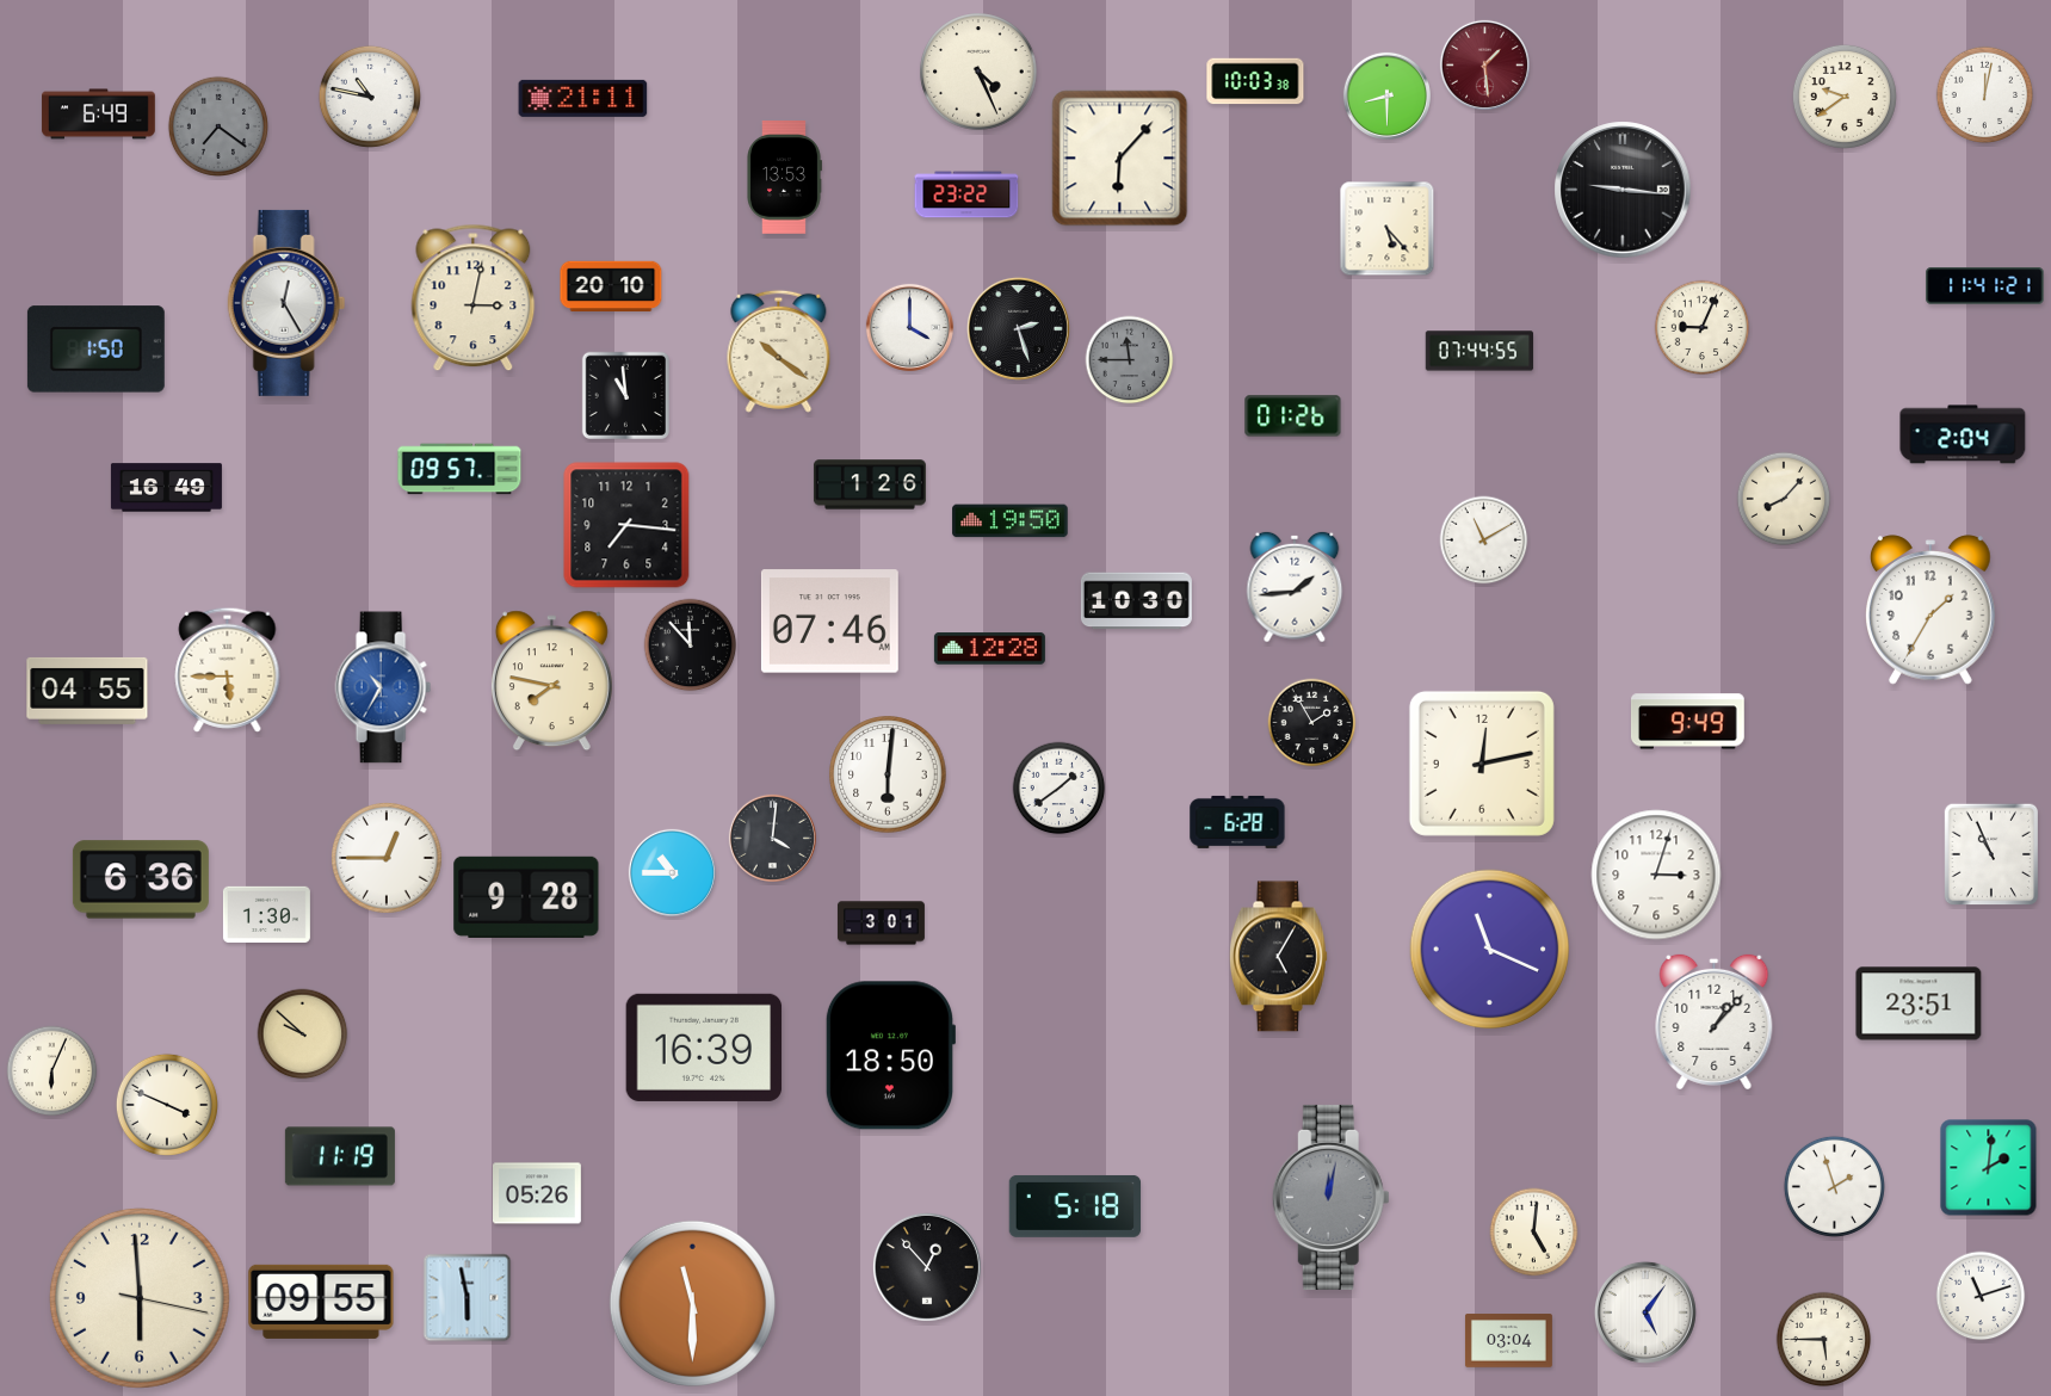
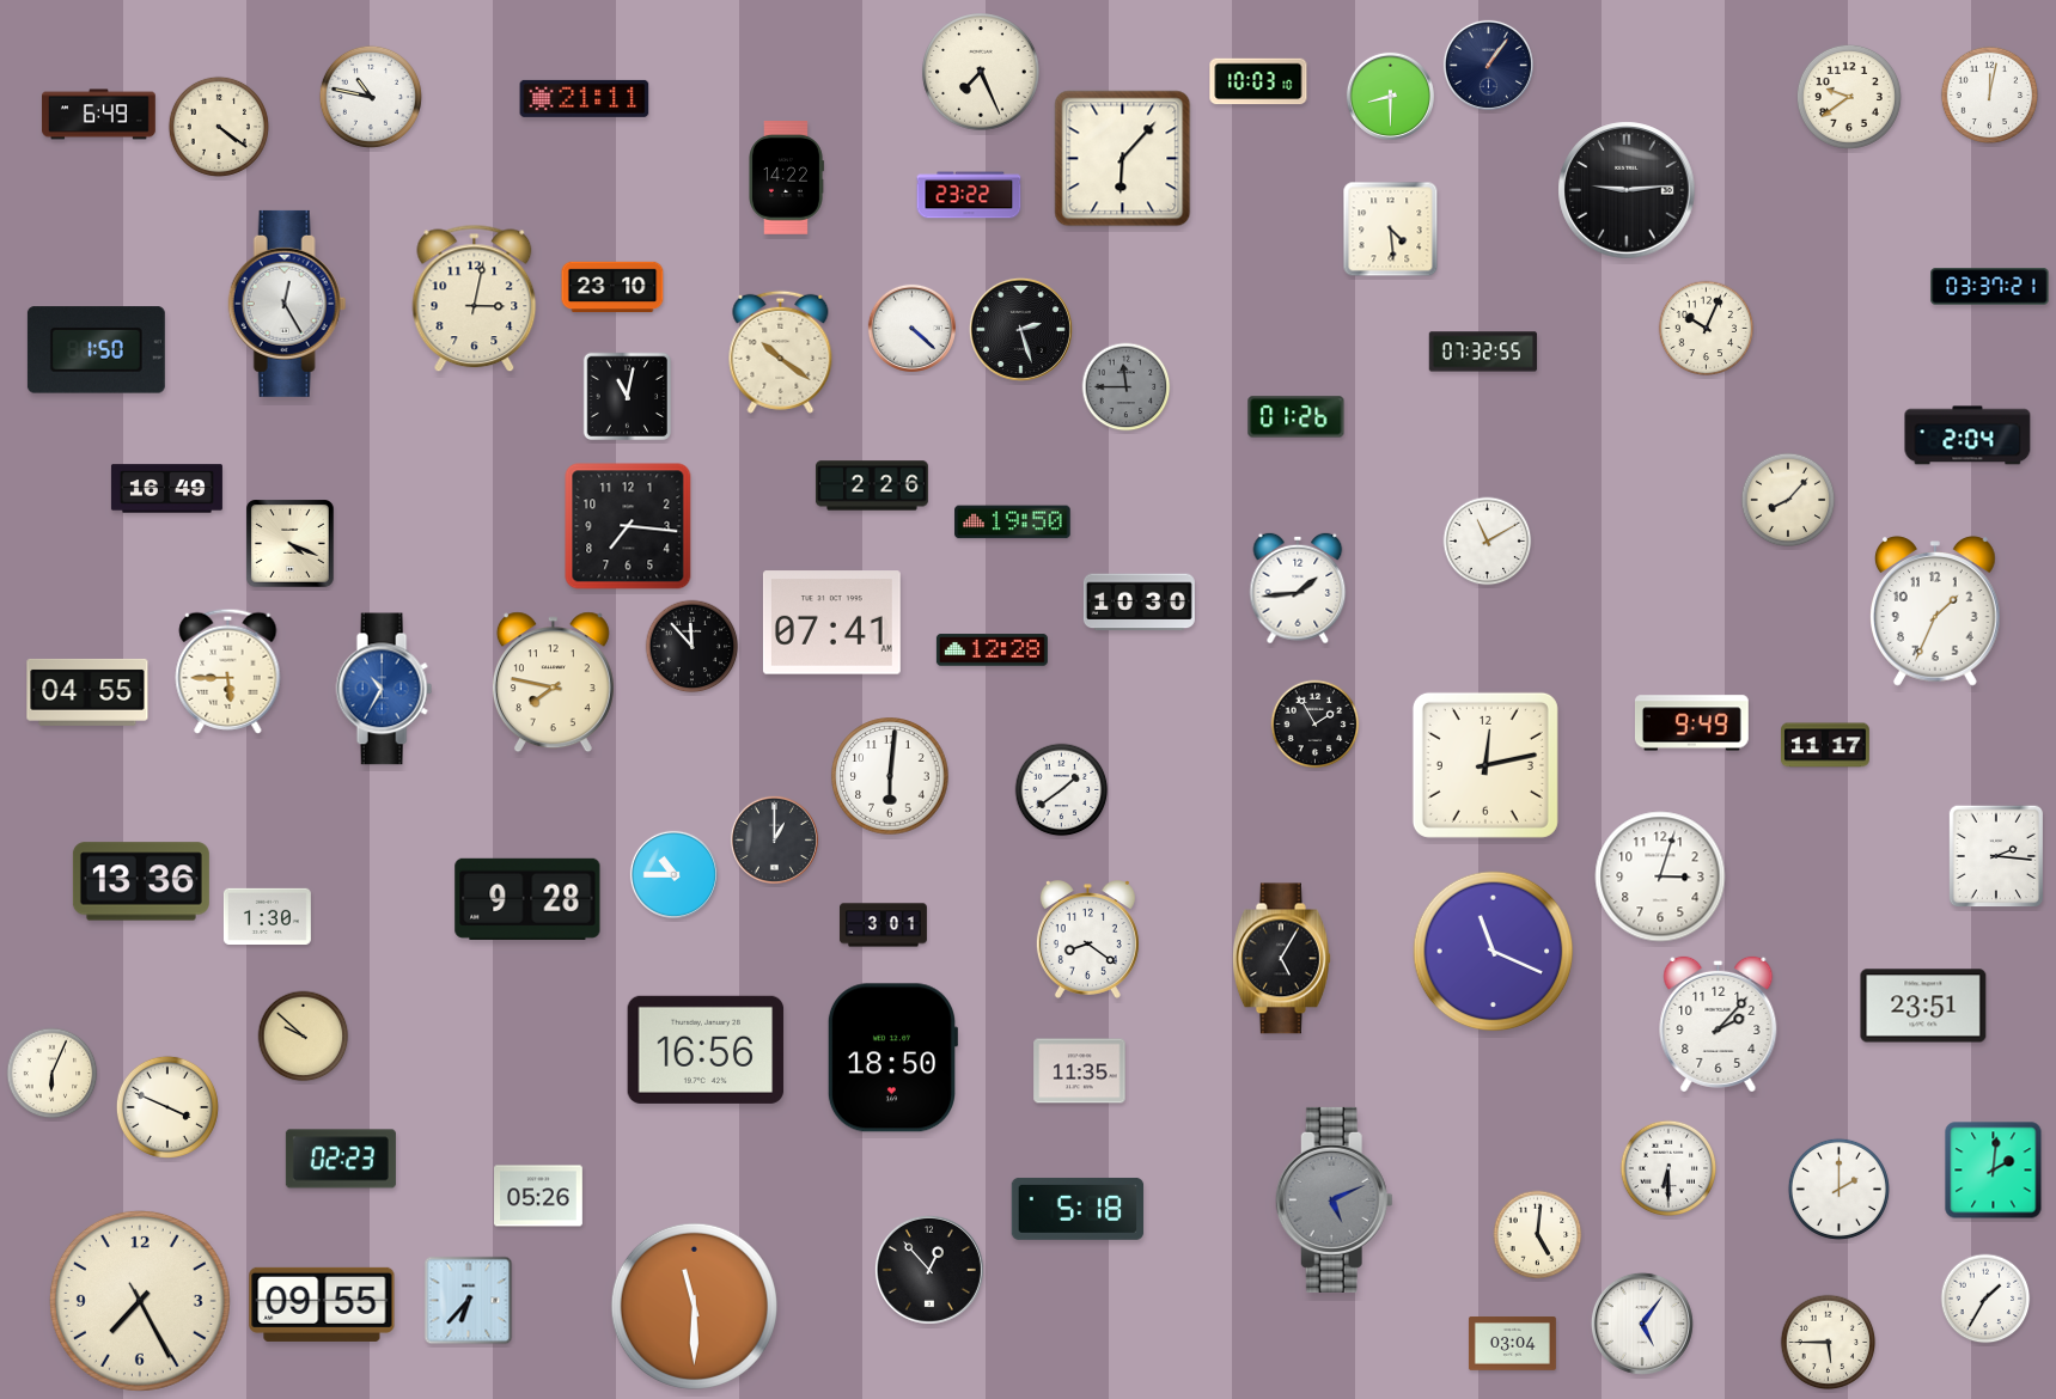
clock at (1484, 64): 1:29 -> 1:06
clock at (1484, 64) dial: burgundy -> navy
clock at (978, 72): 4:26 -> 7:26
clock at (1255, 81): 10:03:38 -> 10:03:10
clock at (218, 126): 7:21 -> 4:21
clock at (218, 126) dial: grey -> cream
clock at (784, 178): 13:53 -> 14:22
clock at (1623, 190): 9:16 -> 9:14
clock at (1388, 229): 5:23 -> 4:29
clock at (611, 286): 20:10 -> 23:10
clock at (1985, 286): 11:41 -> 03:37
clock at (909, 327): 4:00 -> 4:22
clock at (1703, 328): 9:04 -> 10:04
clock at (1479, 351): 07:44 -> 07:32
clock at (1130, 360) position: (1130, 360) -> (1127, 387)
clock at (625, 395): 10:59 -> 11:02
clock at (459, 469): 09:57 -> none
clock at (870, 484): 1:26 -> 2:26
clock at (291, 544): none -> 4:19
clock at (1932, 610): 1:35 -> 1:34
clock at (829, 622): 07:46 -> 07:41
clock at (1826, 745): none -> 11:17
clock at (1237, 822): 6:28 -> none
clock at (772, 838): 4:01 -> 1:00
clock at (1991, 854): 10:56 -> 2:16
clock at (388, 859): 12:45 -> none
clock at (141, 879): 6:36 -> 13:36
clock at (1087, 940): none -> 8:21
clock at (1715, 1021): 1:07 -> 2:07
clock at (704, 1048): 16:39 -> 16:56
clock at (1080, 1071): none -> 11:35
clock at (340, 1156): 11:19 -> 02:23
clock at (1668, 1168): none -> 6:30
clock at (1834, 1186): 1:57 -> 2:00
clock at (1330, 1197): 12:02 -> 5:11
clock at (1981, 1296): 11:12 -> 1:35
clock at (140, 1298): 5:59 -> 7:25
clock at (468, 1298): 5:58 -> 6:37
clock at (1645, 1312) position: (1645, 1312) -> (1642, 1324)
